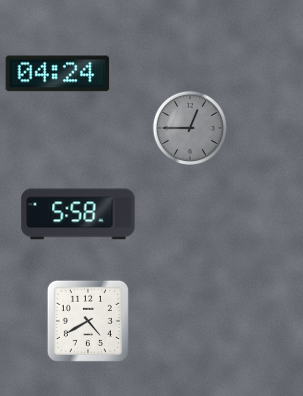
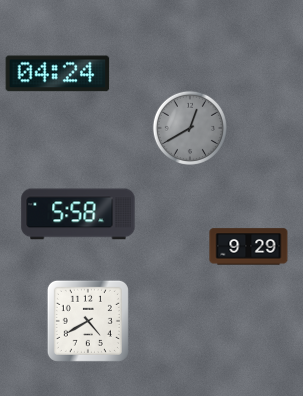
clock at (190, 128): 12:45 -> 12:40
clock at (249, 247): none -> 9:29
